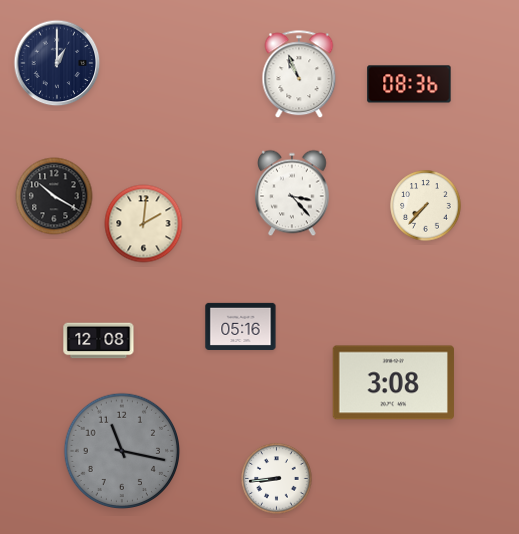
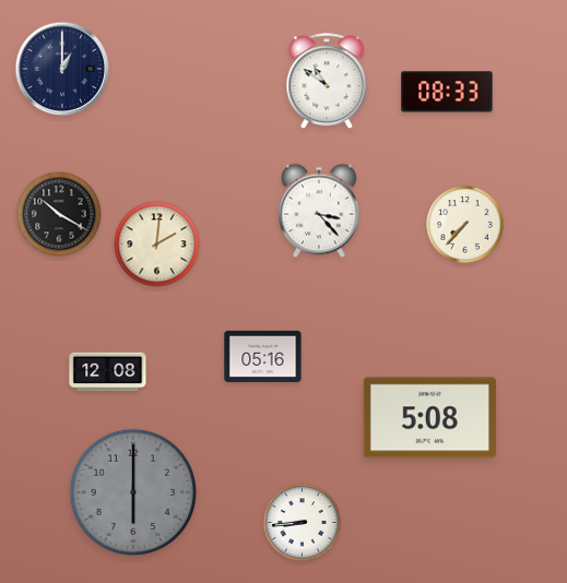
clock at (299, 75): 10:56 -> 10:51
clock at (409, 84): 08:36 -> 08:33
clock at (393, 383): 3:08 -> 5:08
clock at (122, 451): 11:17 -> 6:00
